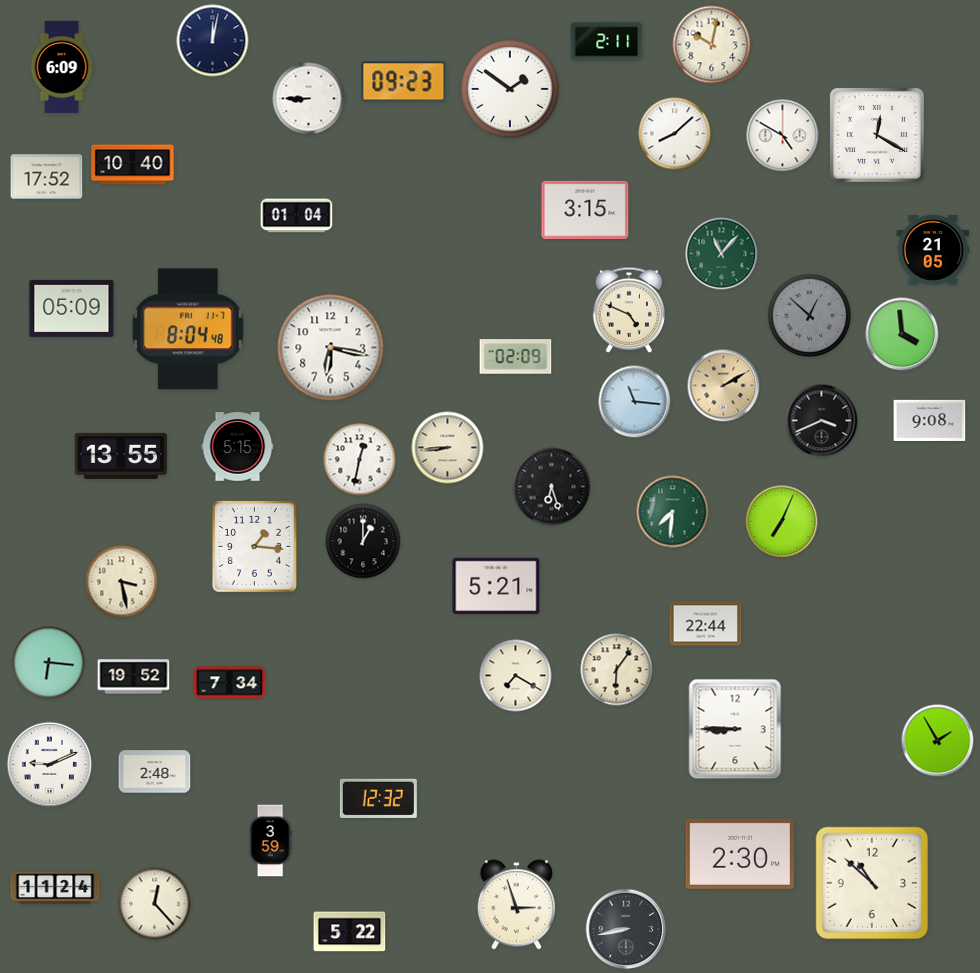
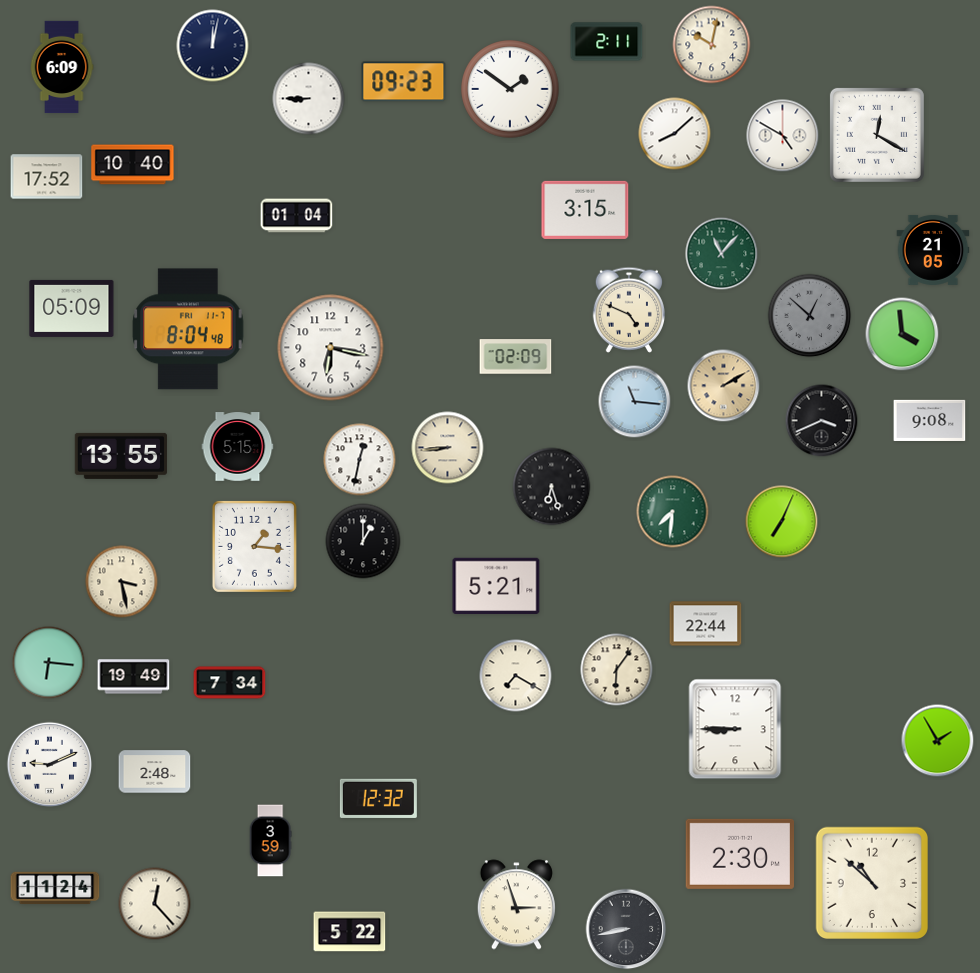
clock at (213, 41) position: (213, 41) -> (213, 46)
clock at (134, 677): 19:52 -> 19:49
